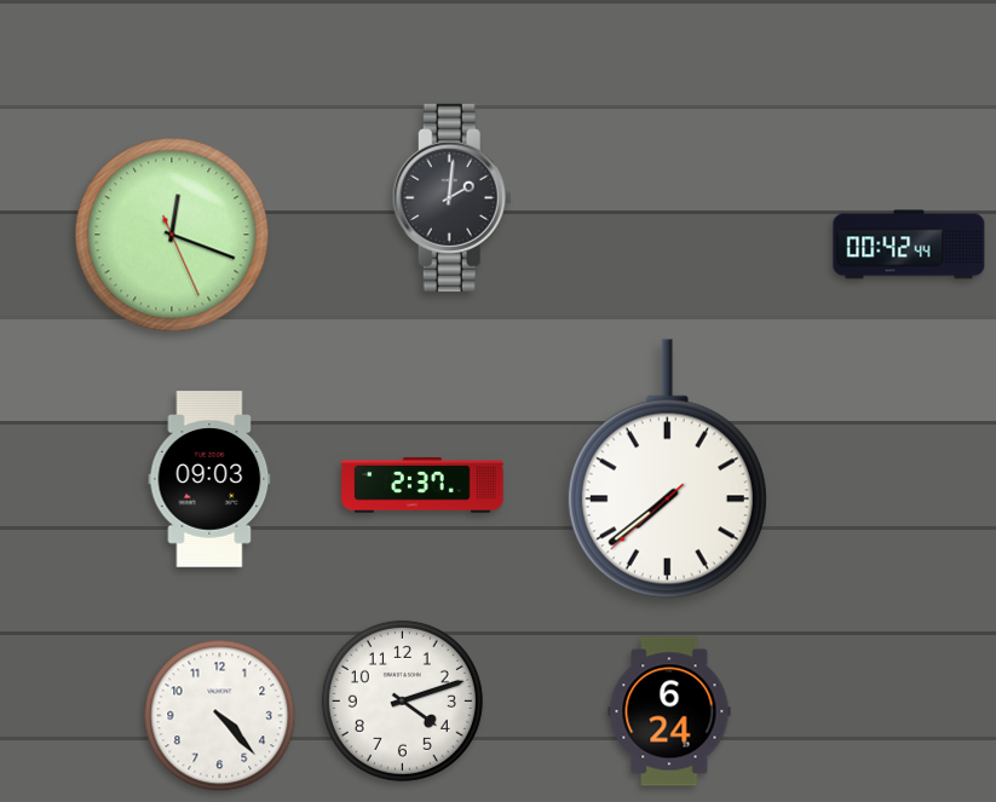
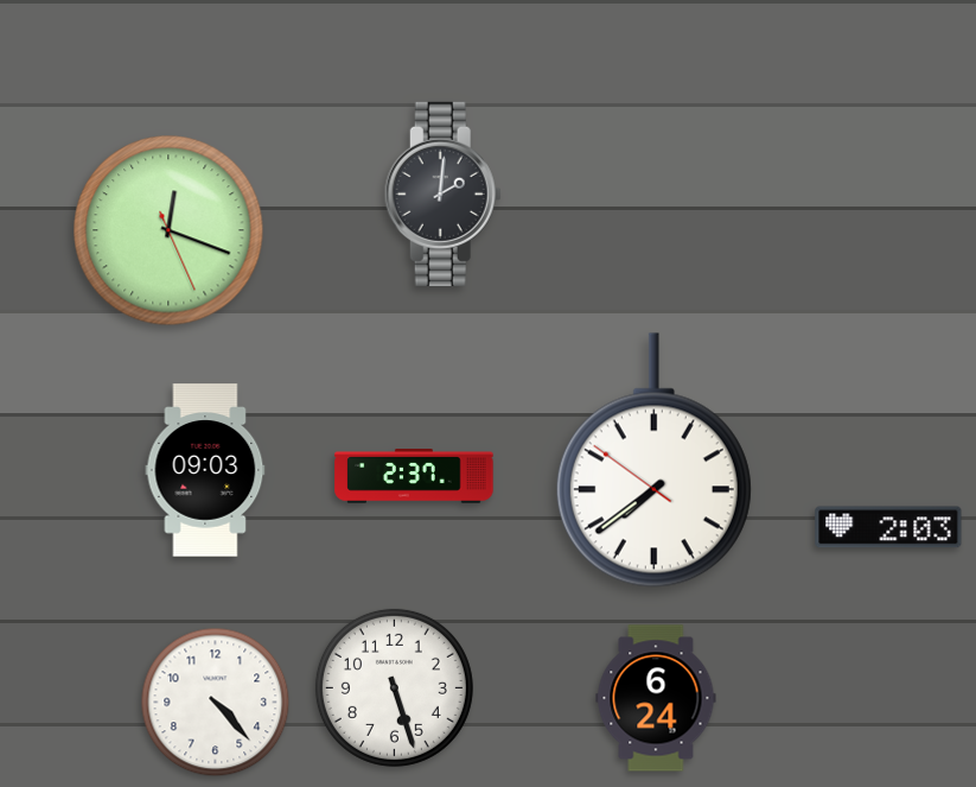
clock at (909, 244): 00:42 -> none
clock at (667, 469): 7:38:38 -> 7:38:51
clock at (888, 527): none -> 2:03
clock at (402, 700): 4:12 -> 5:27
